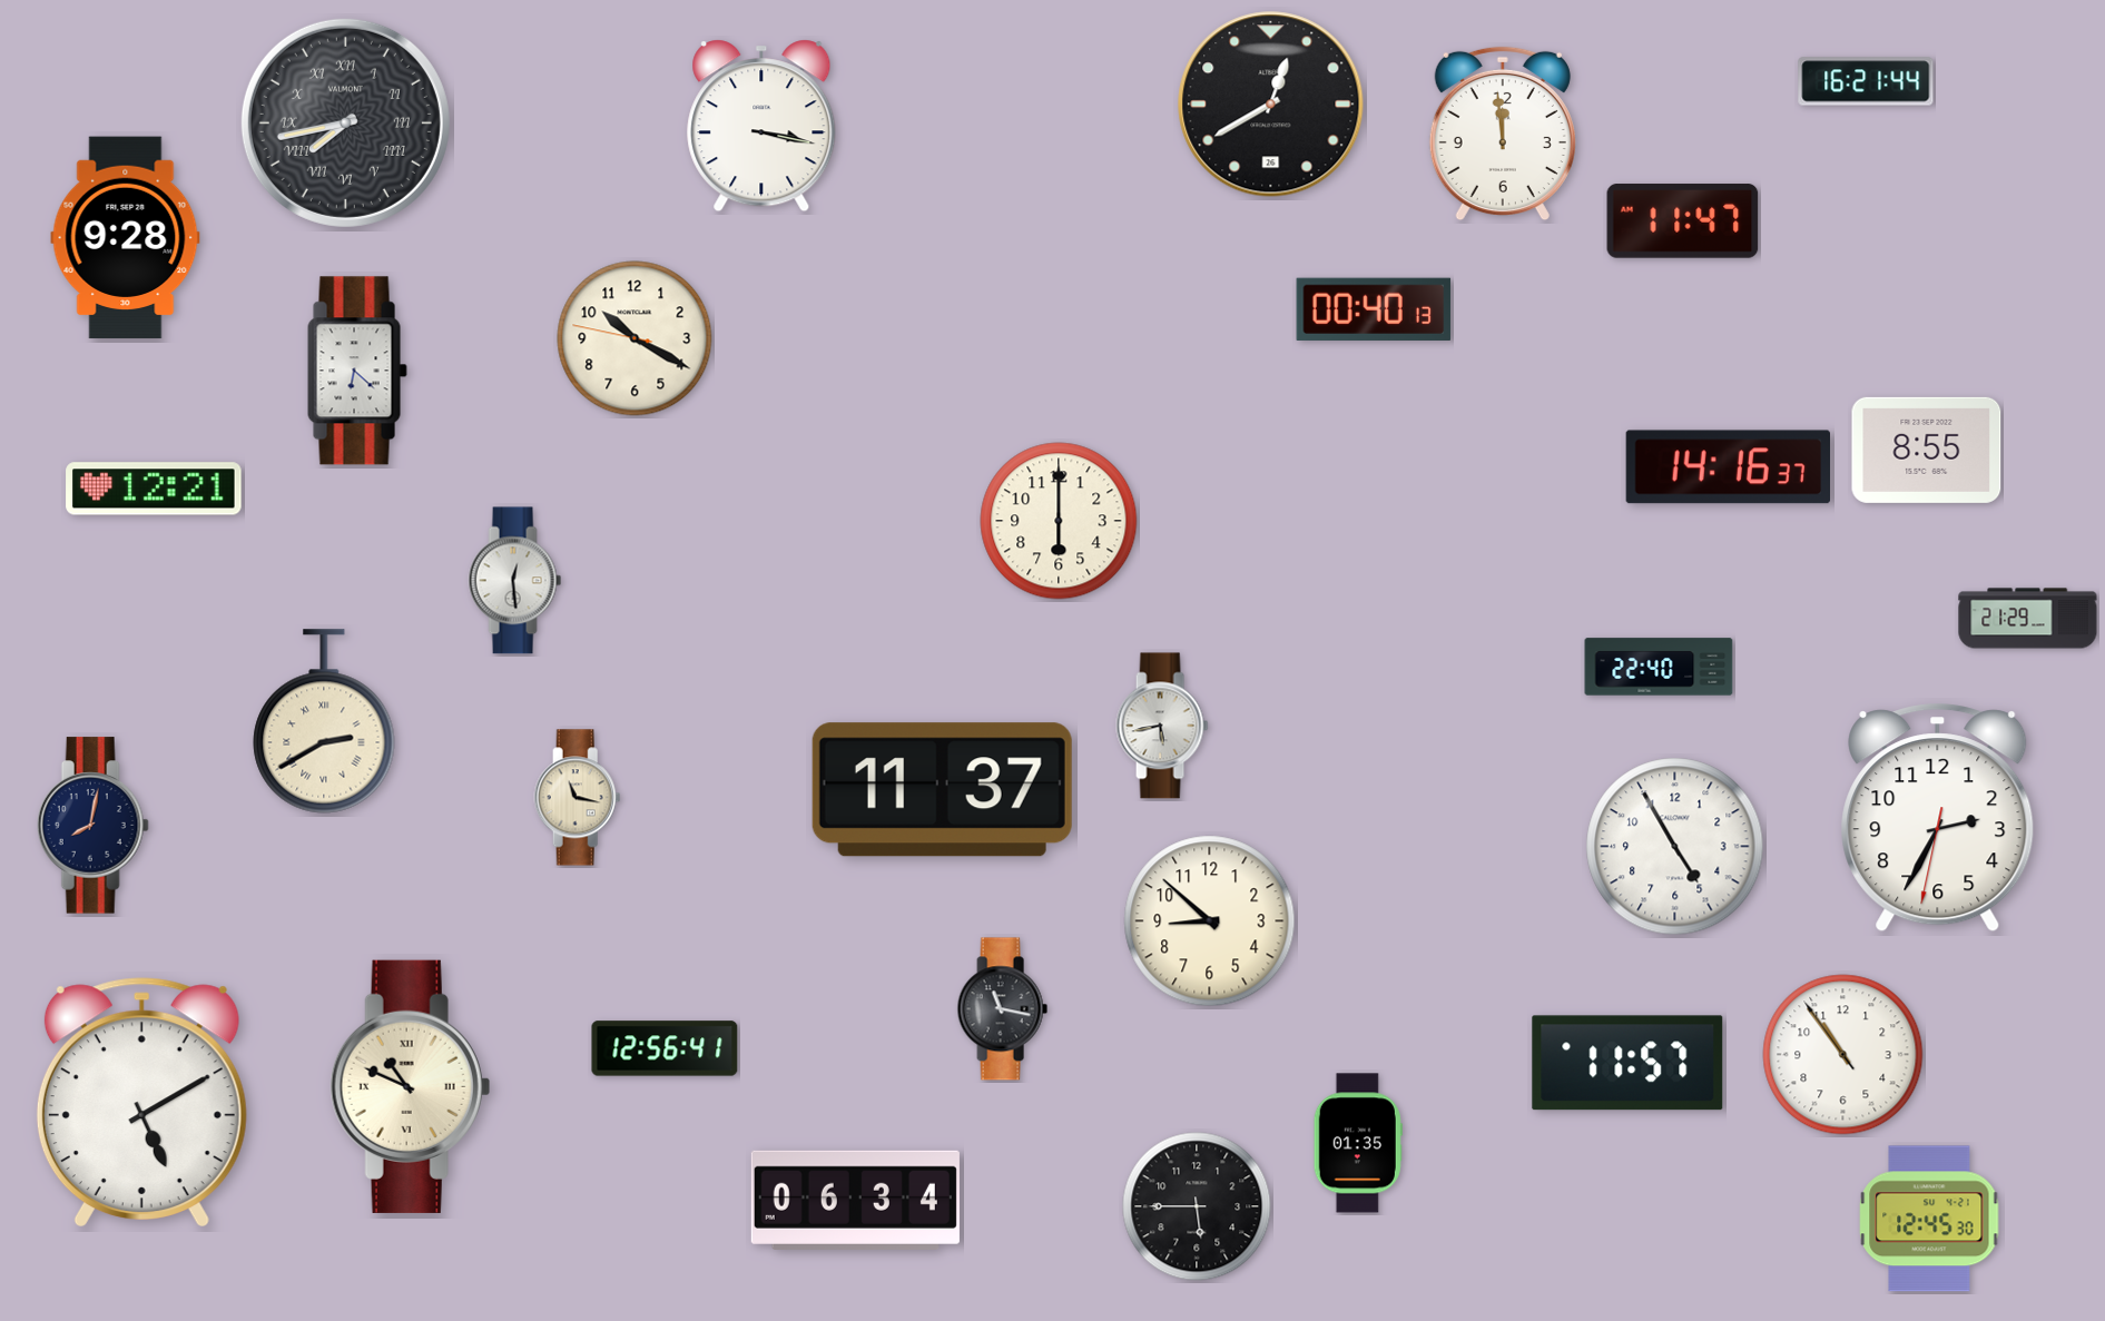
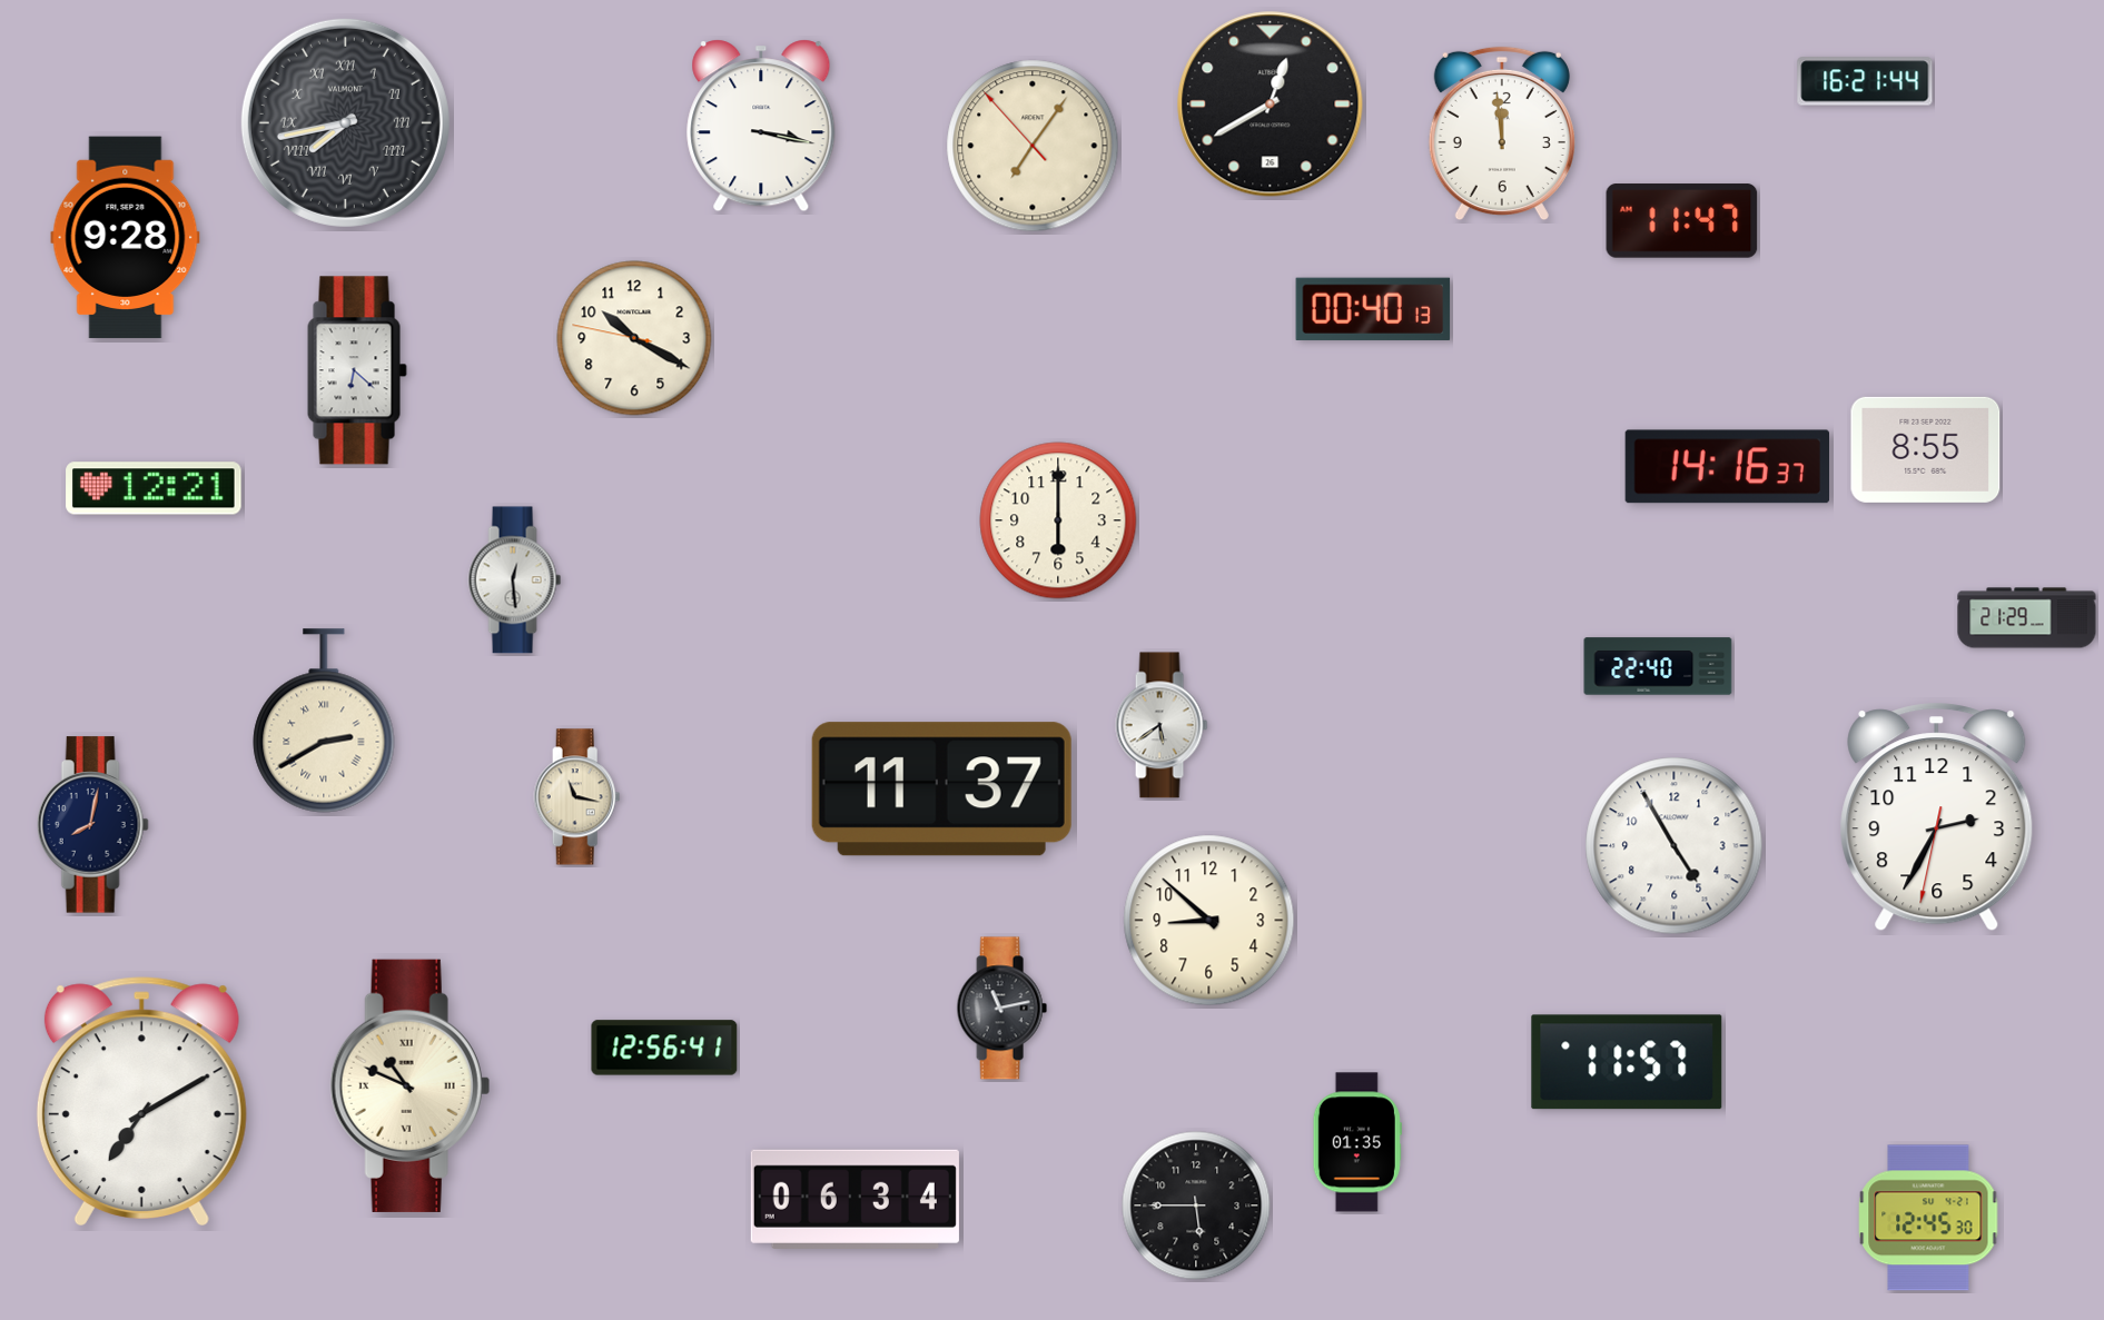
clock at (1033, 146): none -> 7:05
clock at (1162, 726): 5:43 -> 5:39
clock at (1002, 1009): 11:17 -> 11:13
clock at (1843, 1055): 10:53 -> none
clock at (141, 1102): 5:10 -> 7:10
